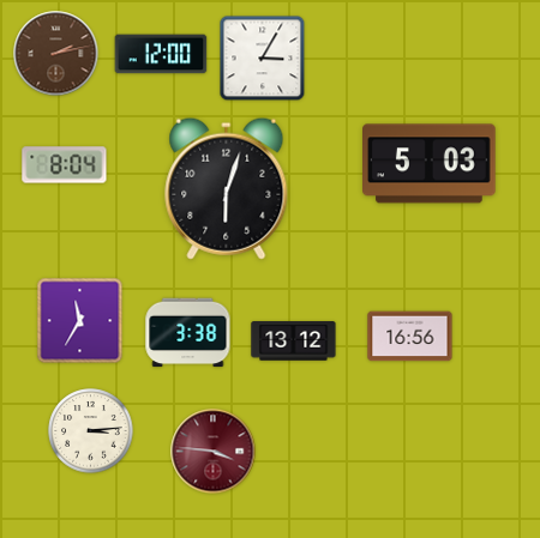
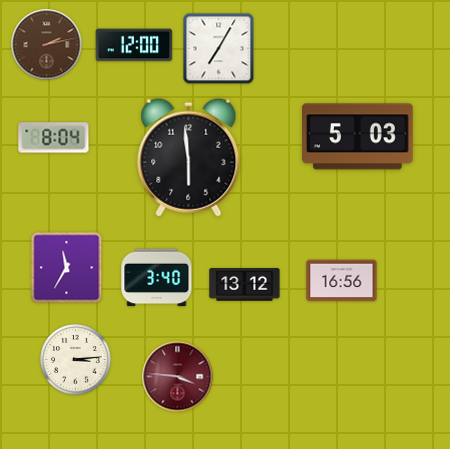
clock at (263, 59): 3:05 -> 7:05
clock at (227, 188): 6:03 -> 5:59
clock at (188, 333): 3:38 -> 3:40
